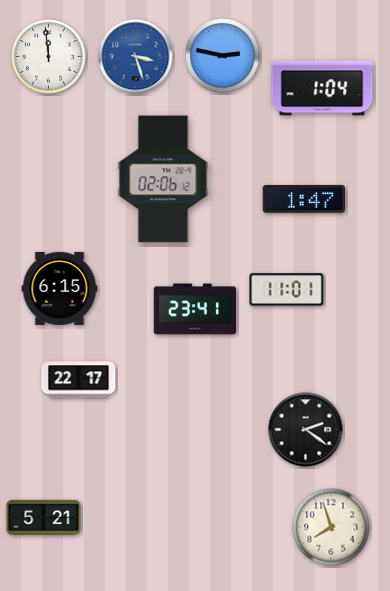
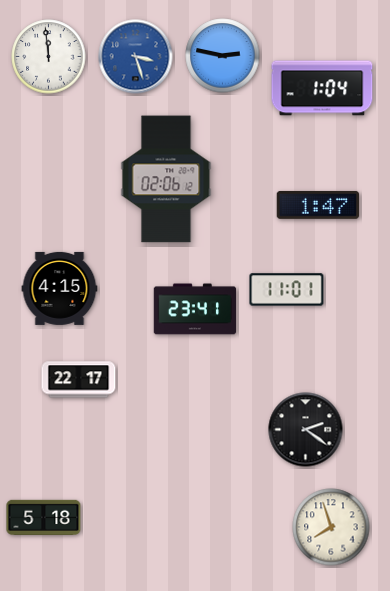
clock at (163, 179) position: (163, 179) -> (166, 179)
clock at (304, 199) position: (304, 199) -> (318, 205)
clock at (60, 288): 6:15 -> 4:15
clock at (44, 517): 5:21 -> 5:18
